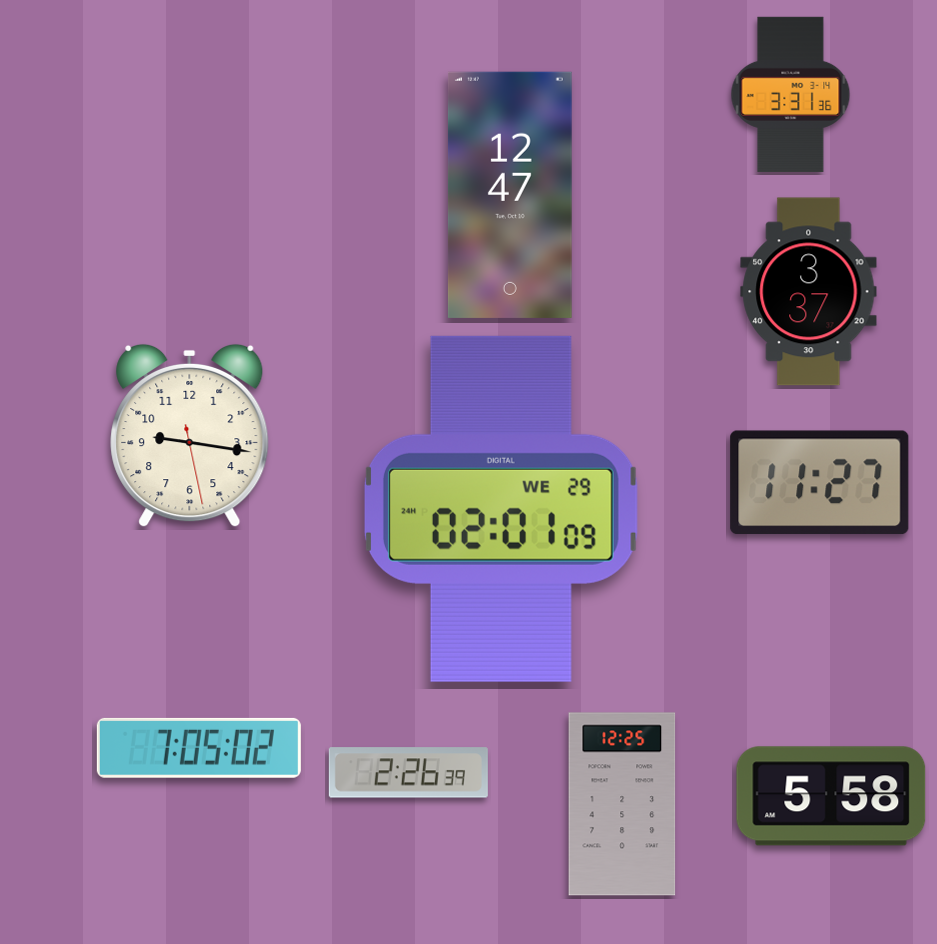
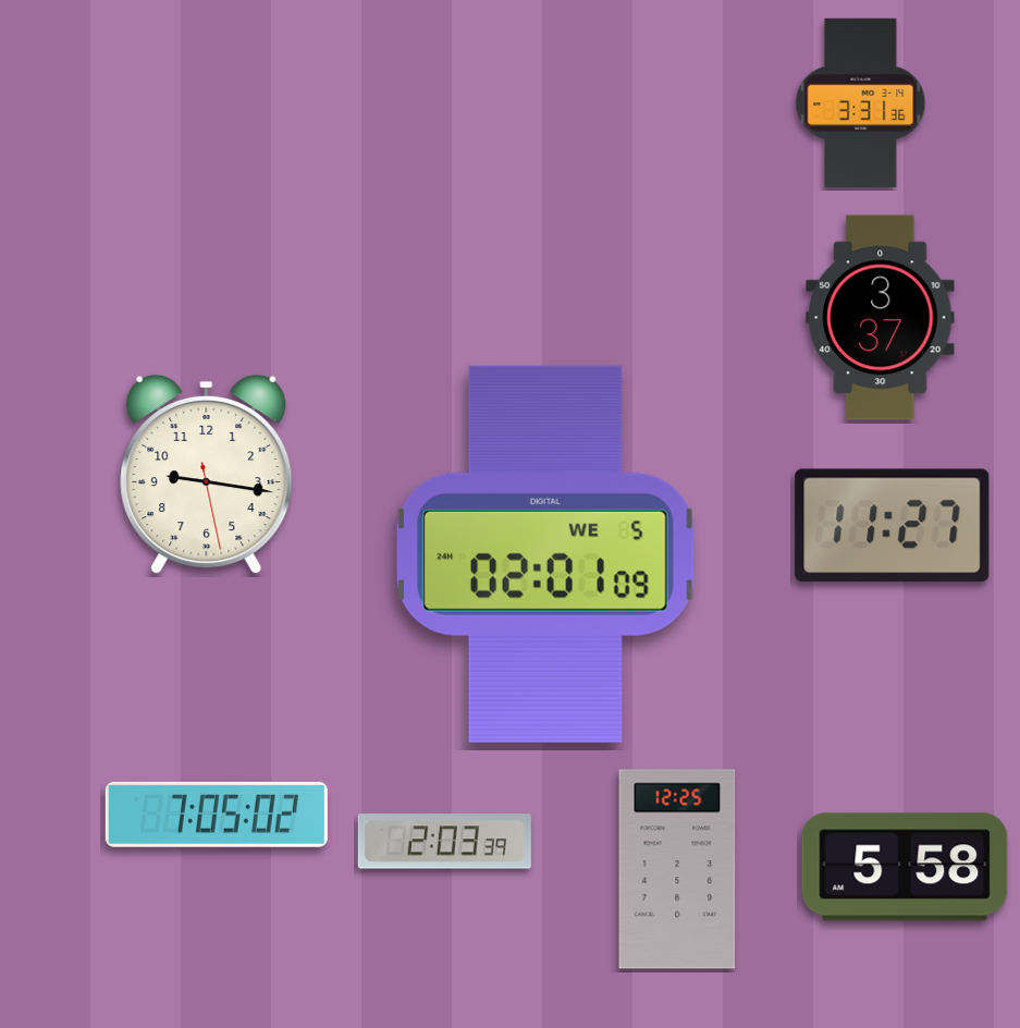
clock at (510, 195): 12:47 -> none
clock at (501, 509) date: WE 29 -> WE 5
clock at (408, 773): 2:26 -> 2:03
clock at (622, 804) position: (622, 804) -> (677, 869)
